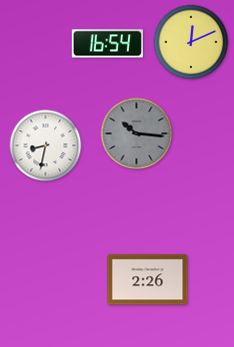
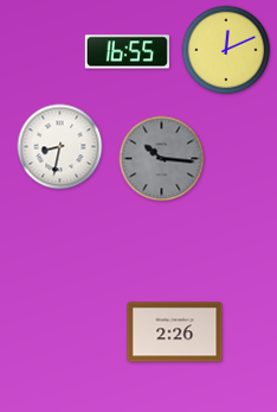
clock at (107, 44): 16:54 -> 16:55
clock at (46, 146) position: (46, 146) -> (60, 147)
